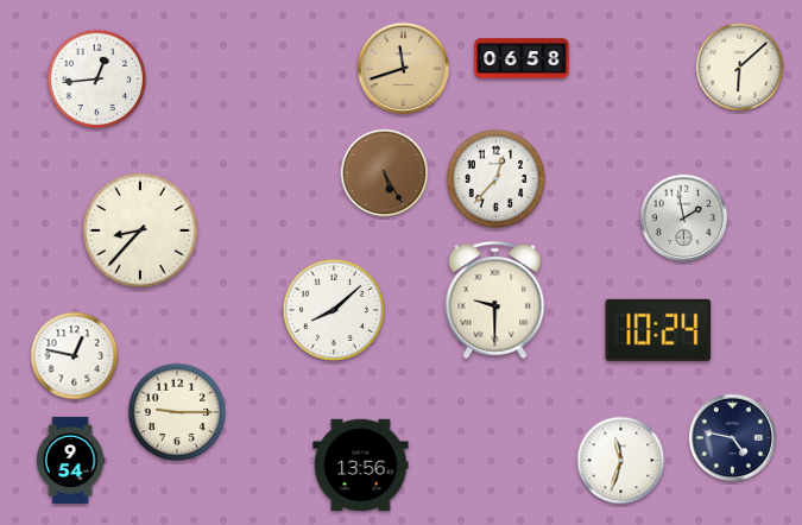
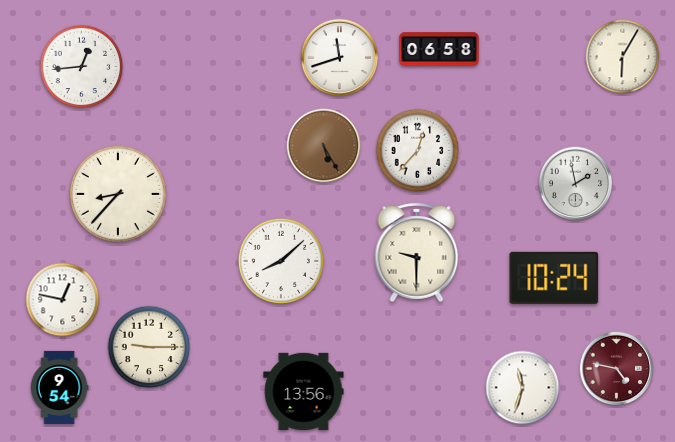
clock at (740, 68): 6:08 -> 6:05
clock at (404, 69) dial: champagne -> white
clock at (733, 438) dial: navy -> burgundy
